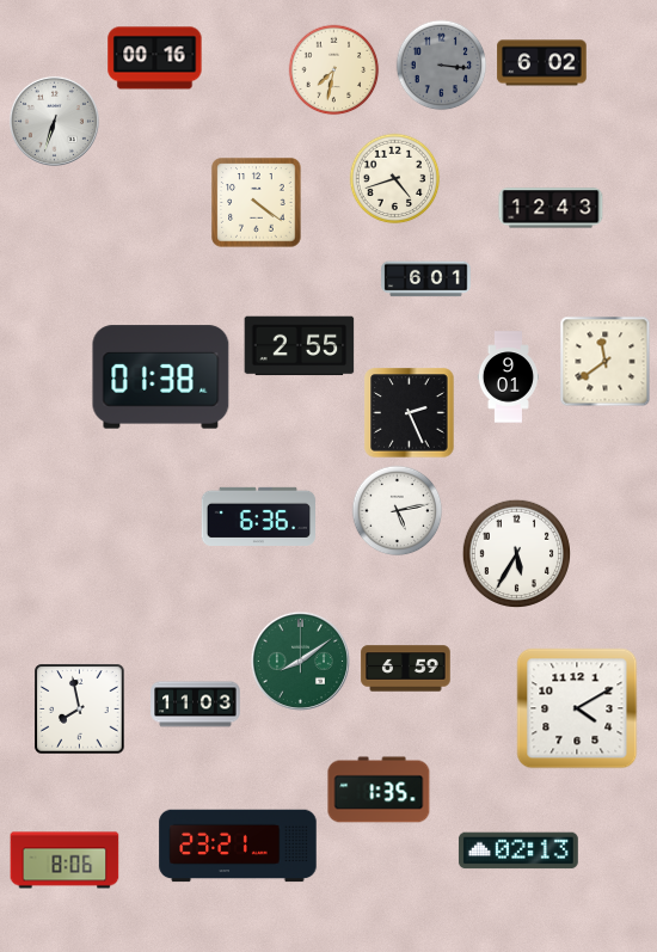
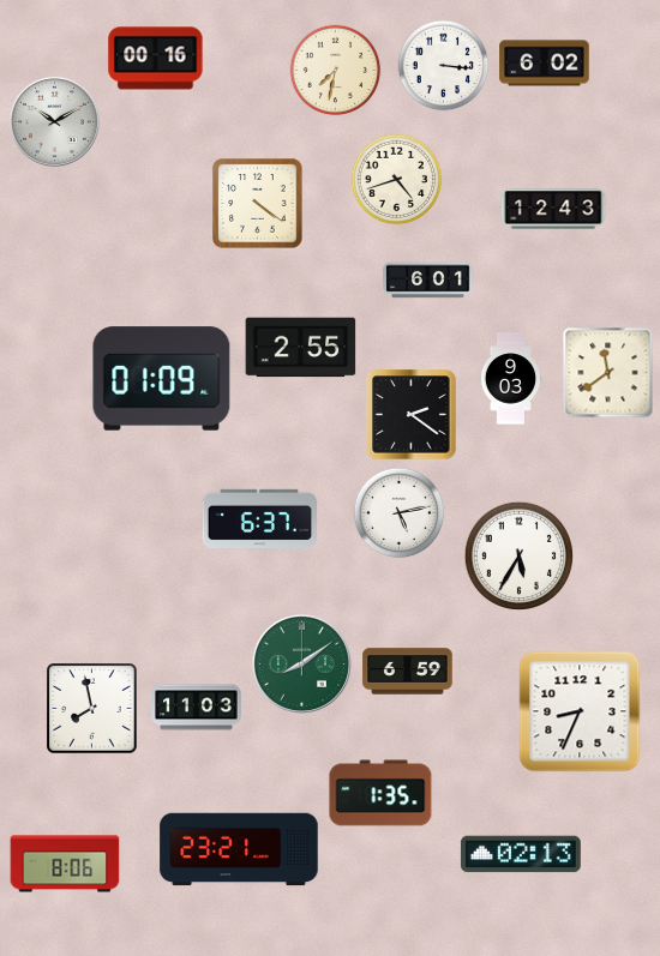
clock at (442, 66) dial: grey -> white
clock at (54, 121): 6:33 -> 10:10
clock at (606, 362) position: (606, 362) -> (608, 373)
clock at (161, 377): 01:38 -> 01:09
clock at (508, 377): 9:01 -> 9:03
clock at (410, 413): 2:26 -> 2:21
clock at (259, 516): 6:36 -> 6:37
clock at (577, 708): 4:10 -> 8:34
clock at (80, 710) position: (80, 710) -> (92, 709)
